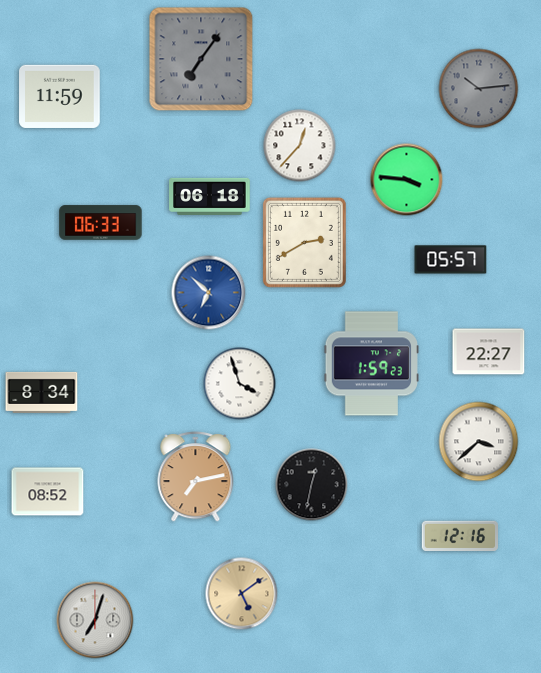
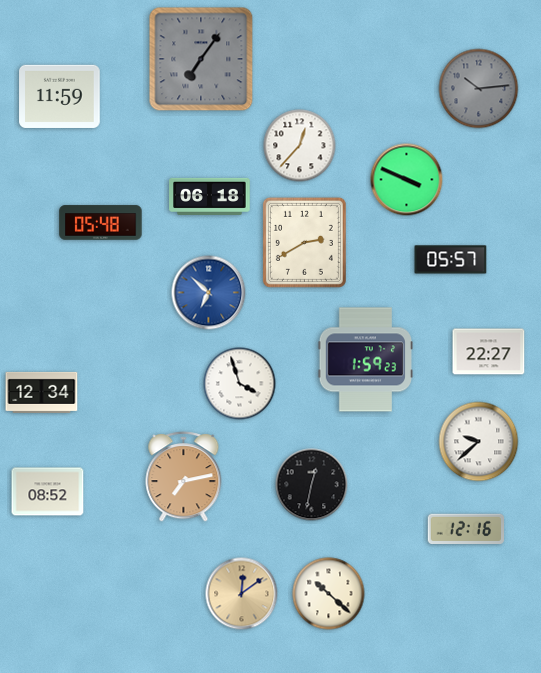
clock at (407, 180): 3:46 -> 3:49
clock at (101, 223): 06:33 -> 05:48
clock at (371, 364) position: (371, 364) -> (365, 360)
clock at (42, 392): 8:34 -> 12:34
clock at (479, 442): 3:38 -> 9:38
clock at (196, 477) position: (196, 477) -> (184, 477)
clock at (460, 535) position: (460, 535) -> (466, 528)
clock at (242, 594): 5:09 -> 12:09
clock at (329, 594): none -> 10:22
clock at (95, 620): 7:03 -> none
